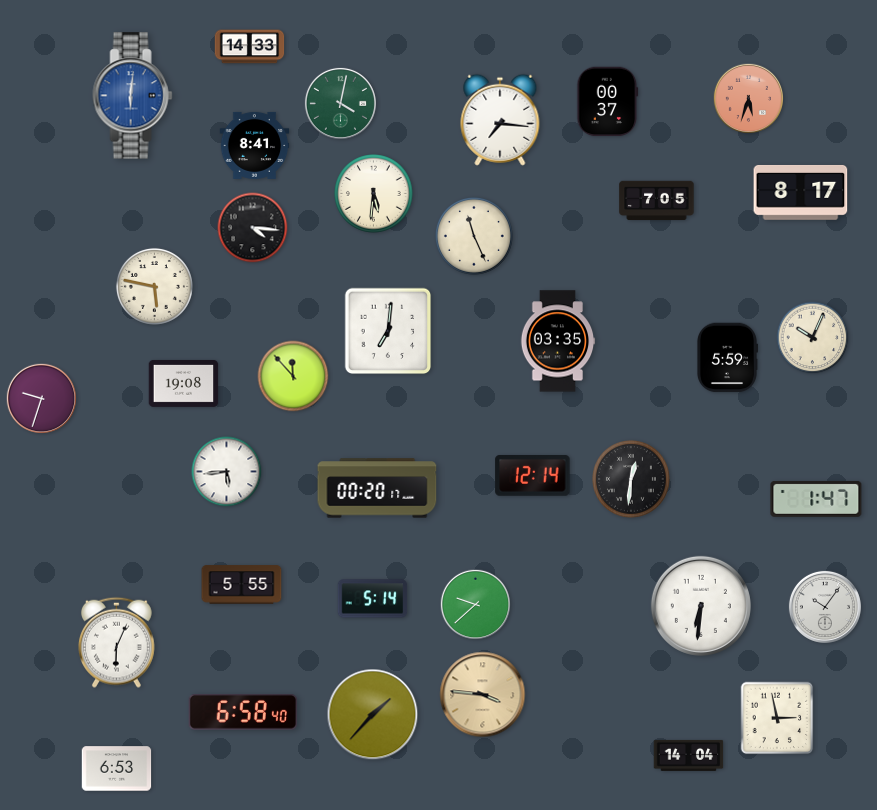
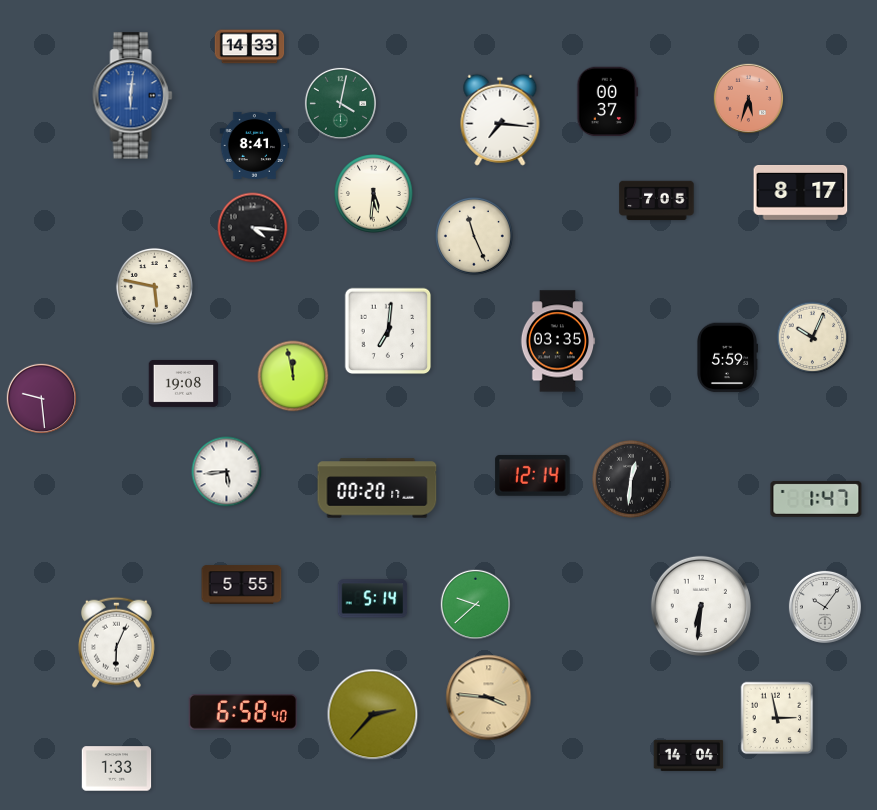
clock at (293, 376): 11:53 -> 11:58
clock at (42, 399): 9:33 -> 9:29
clock at (483, 695) position: (483, 695) -> (489, 698)
clock at (373, 715): 1:37 -> 2:37
clock at (117, 769): 6:53 -> 1:33
